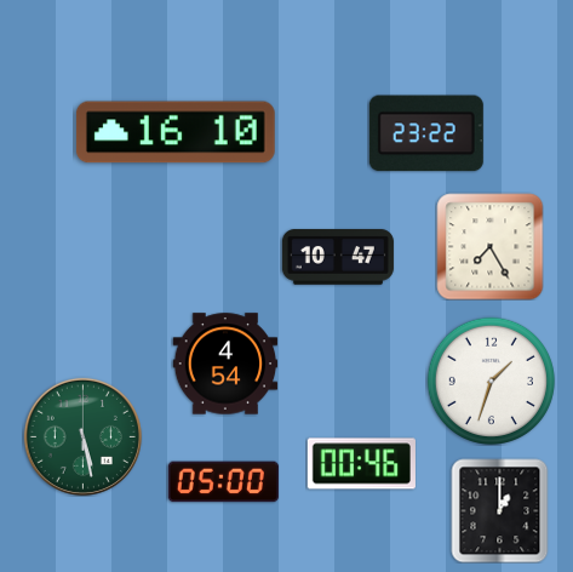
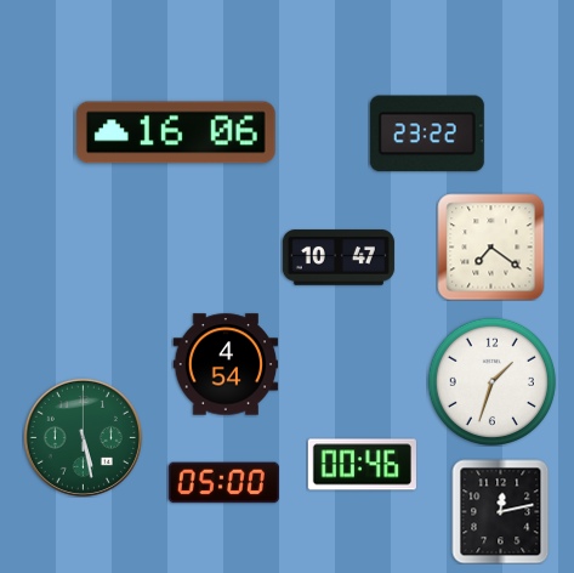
clock at (176, 132): 16:10 -> 16:06
clock at (489, 246): 7:25 -> 7:21
clock at (500, 510): 1:00 -> 12:13
